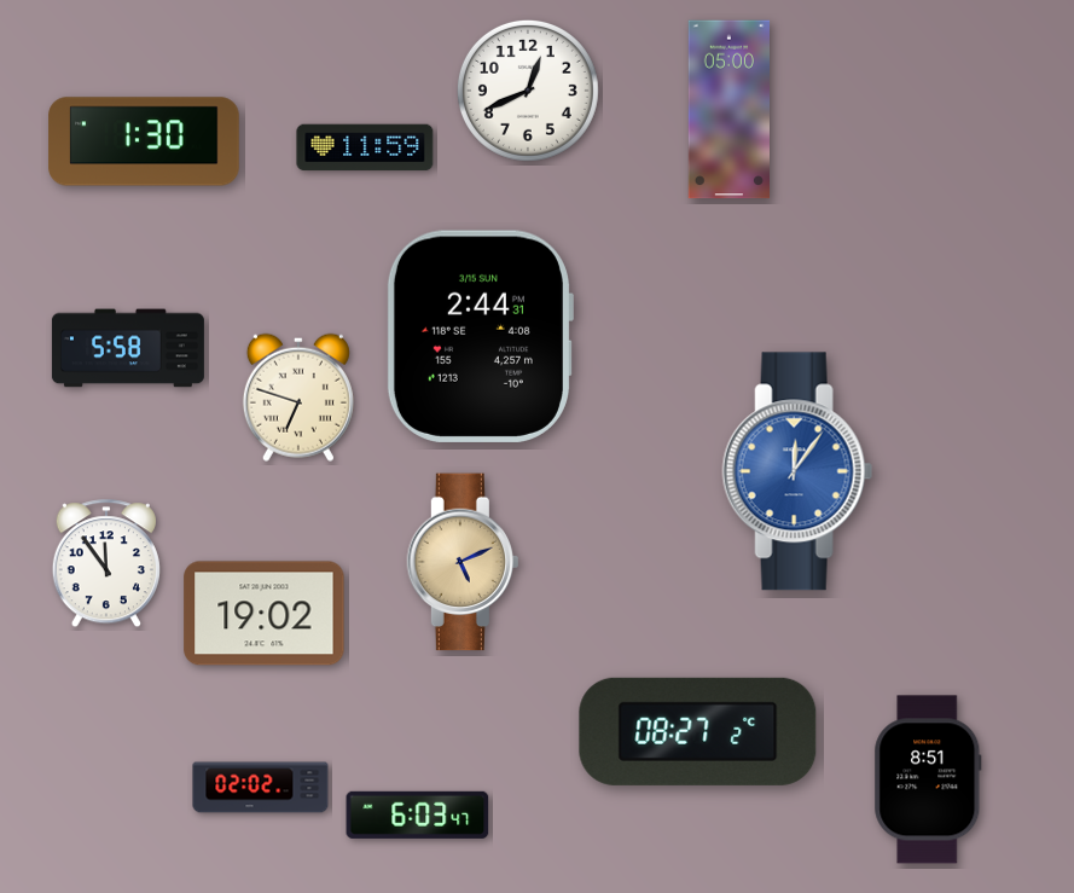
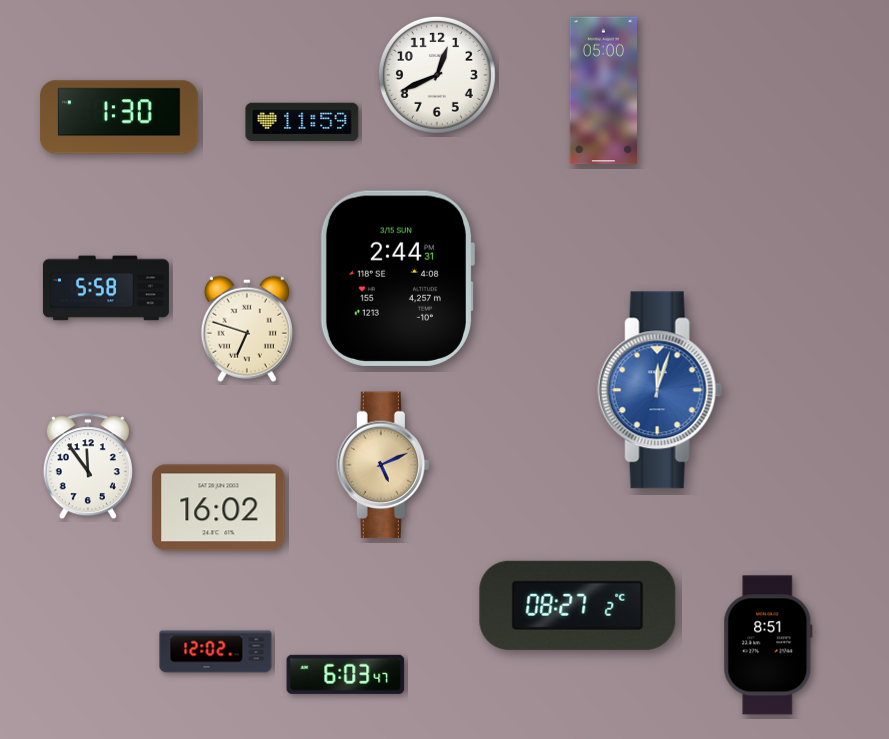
clock at (797, 471): 12:06 -> 12:03
clock at (265, 614): 19:02 -> 16:02
clock at (261, 788): 02:02 -> 12:02
